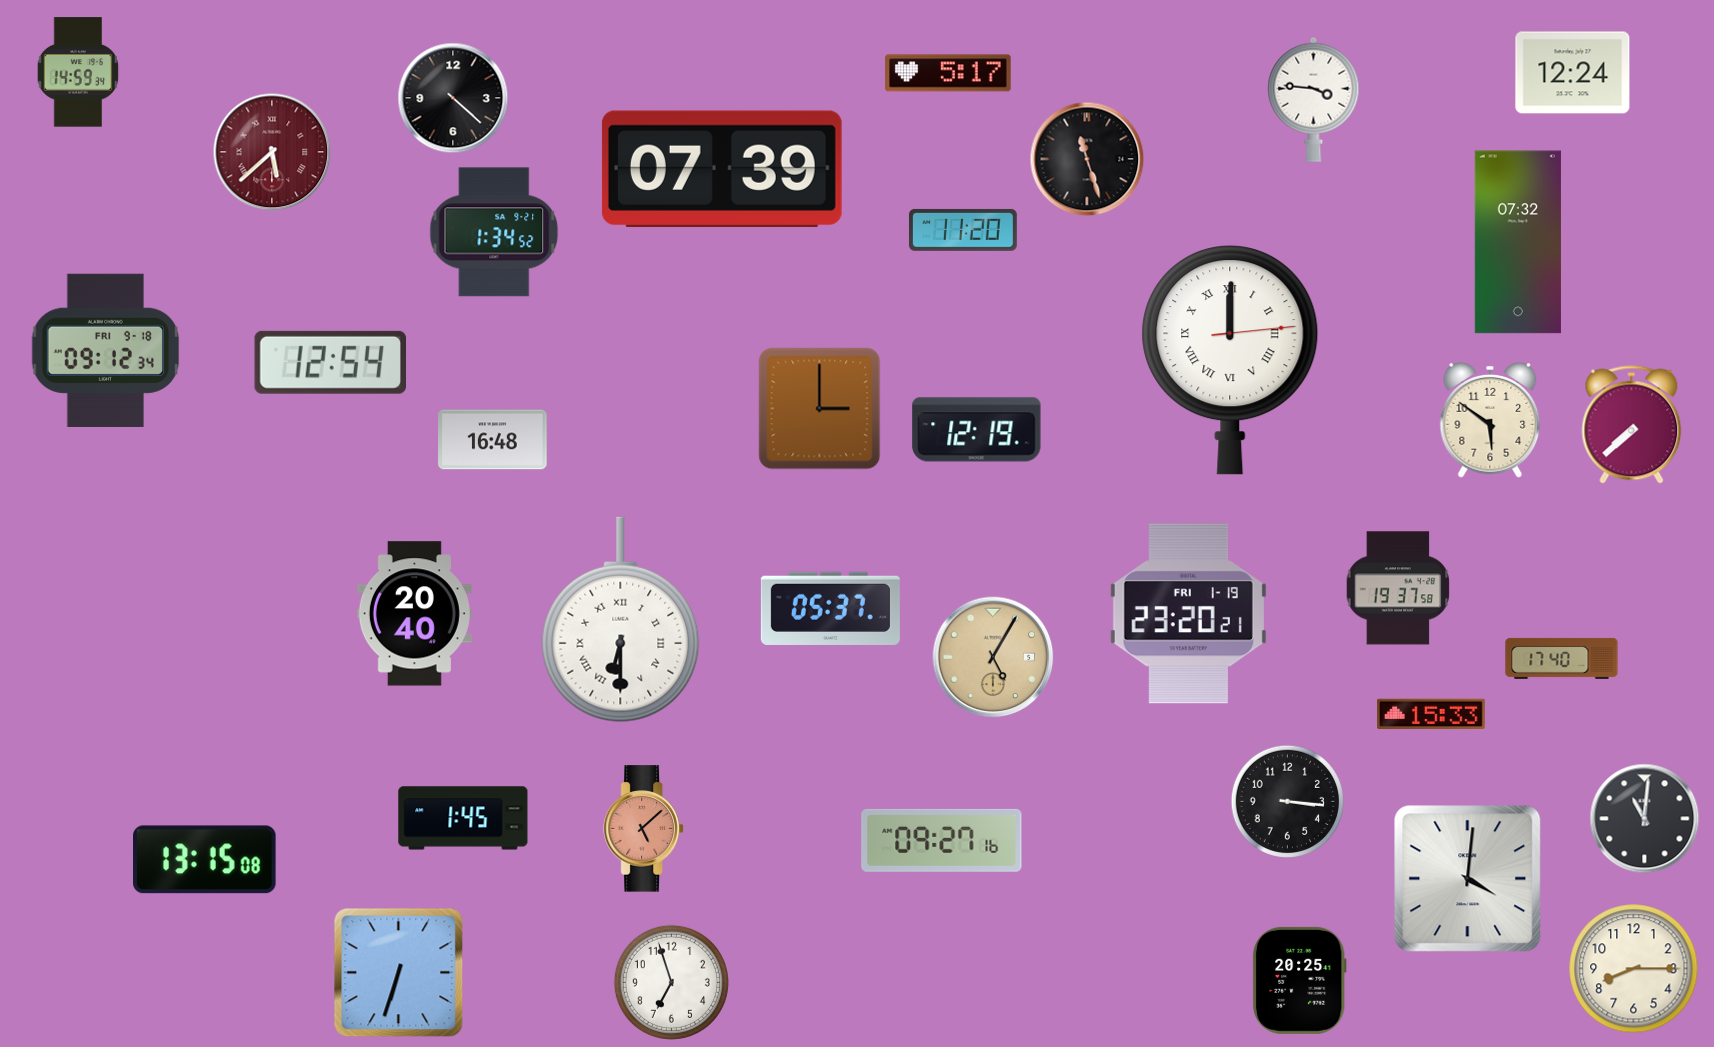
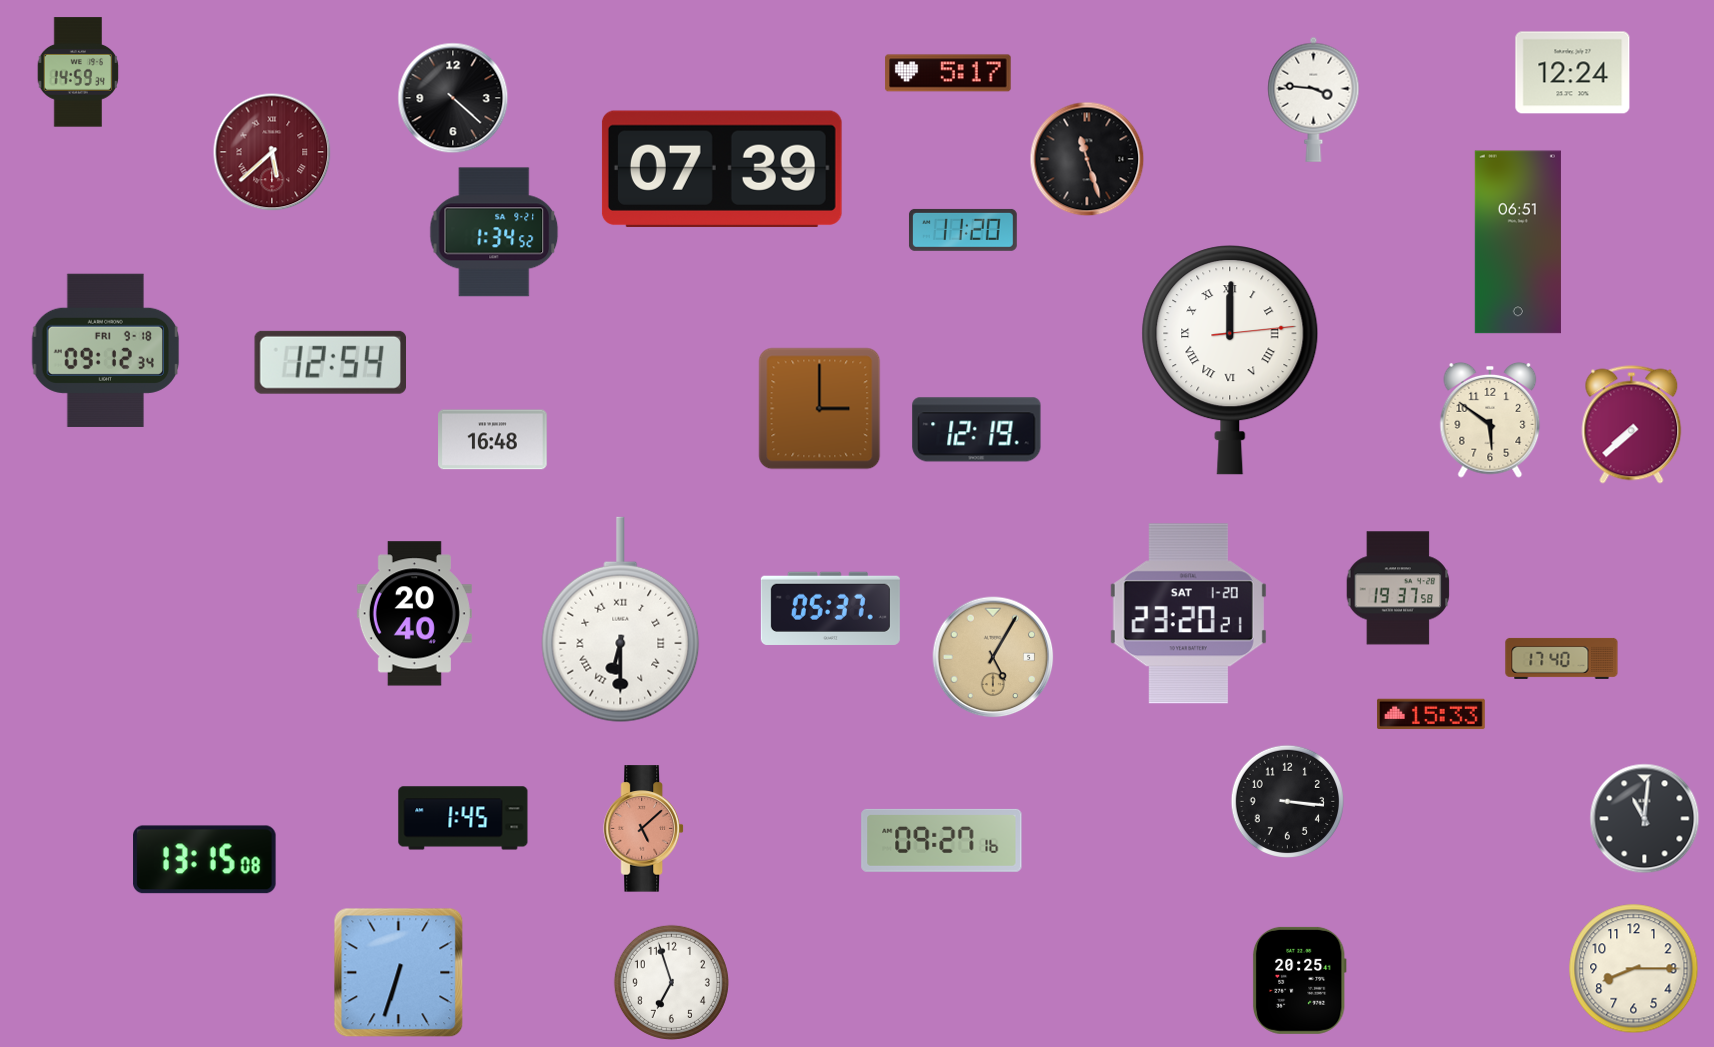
clock at (1518, 242): 07:32 -> 06:51
clock at (1188, 614) date: FRI 1-19 -> SAT 1-20
clock at (1468, 879): 4:01 -> none
